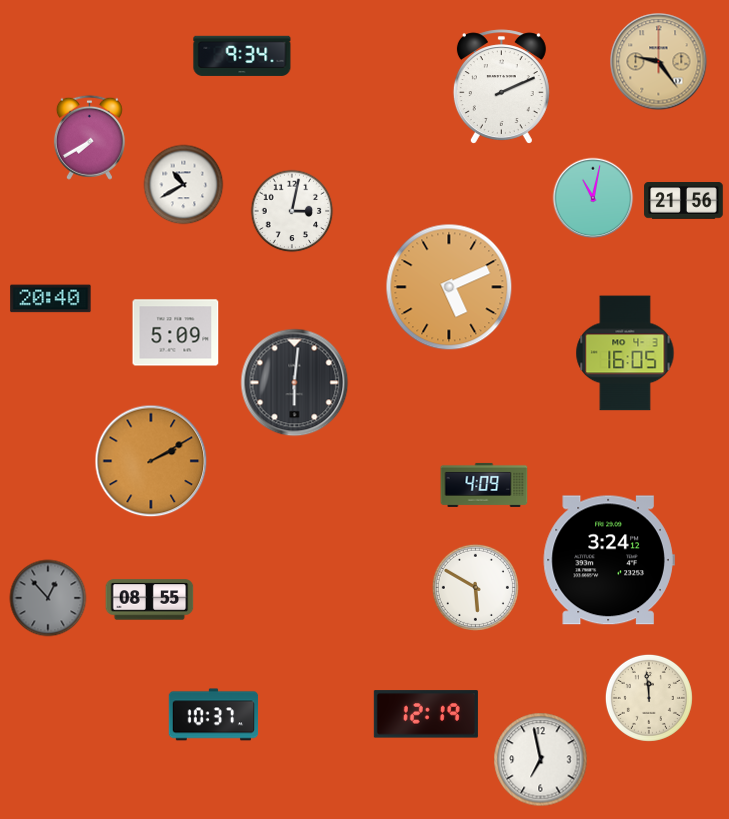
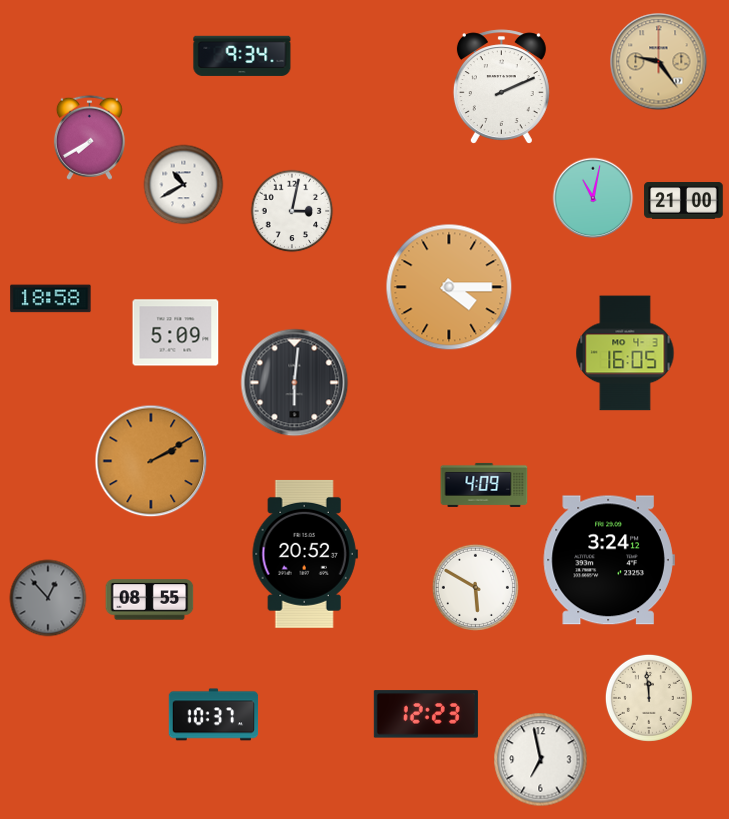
clock at (684, 201): 21:56 -> 21:00
clock at (449, 287): 5:11 -> 4:15
clock at (51, 299): 20:40 -> 18:58
clock at (305, 554): none -> 20:52
clock at (426, 714): 12:19 -> 12:23
